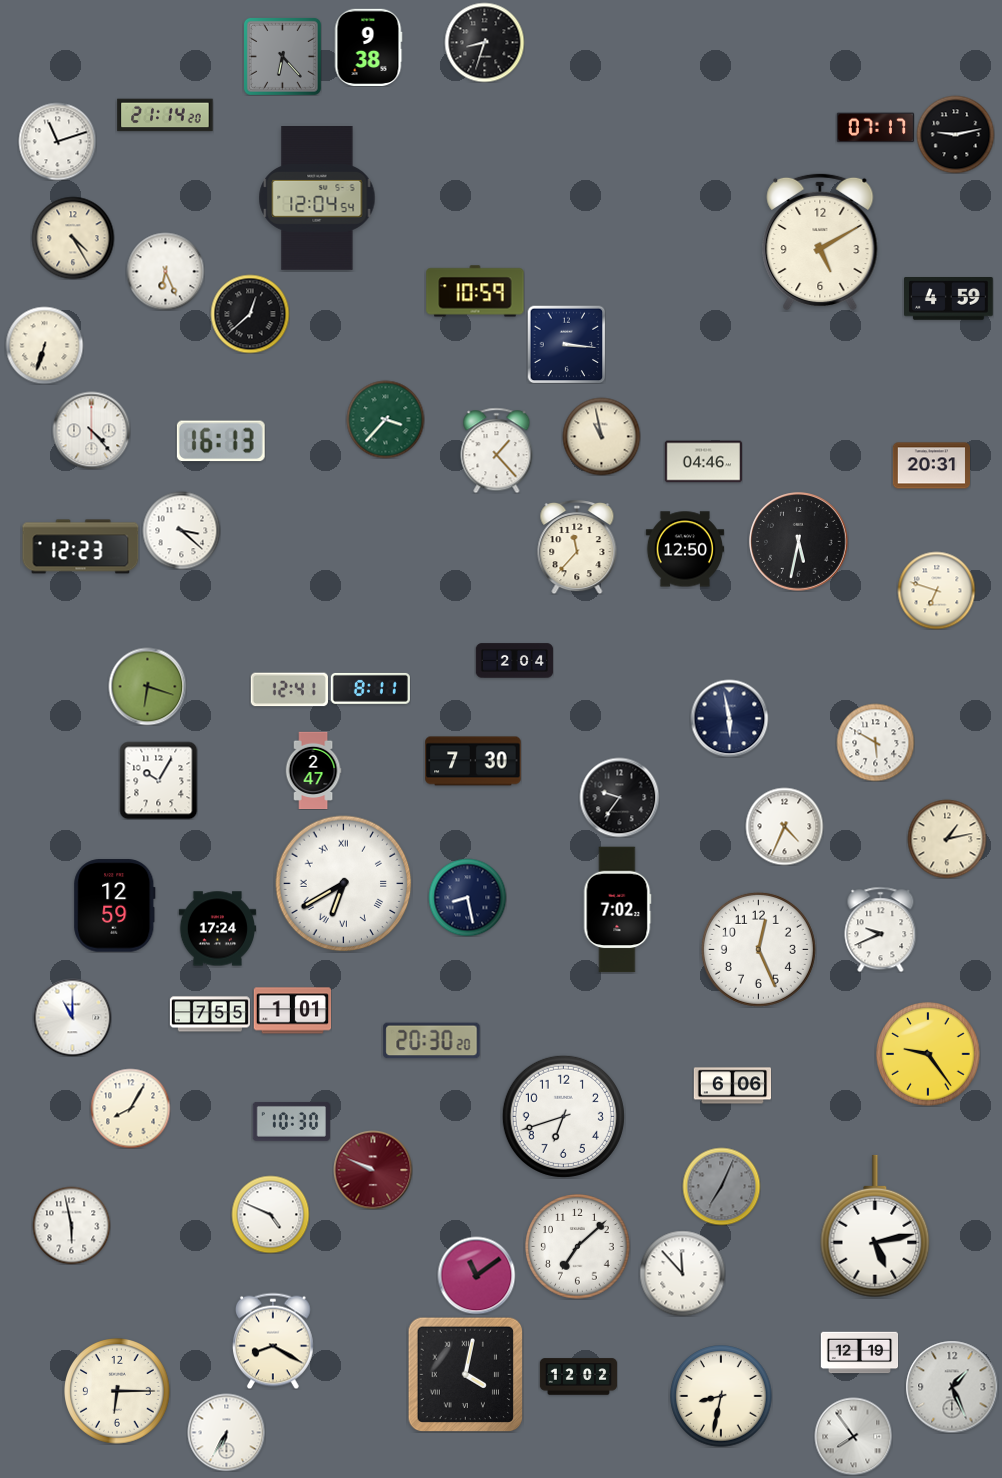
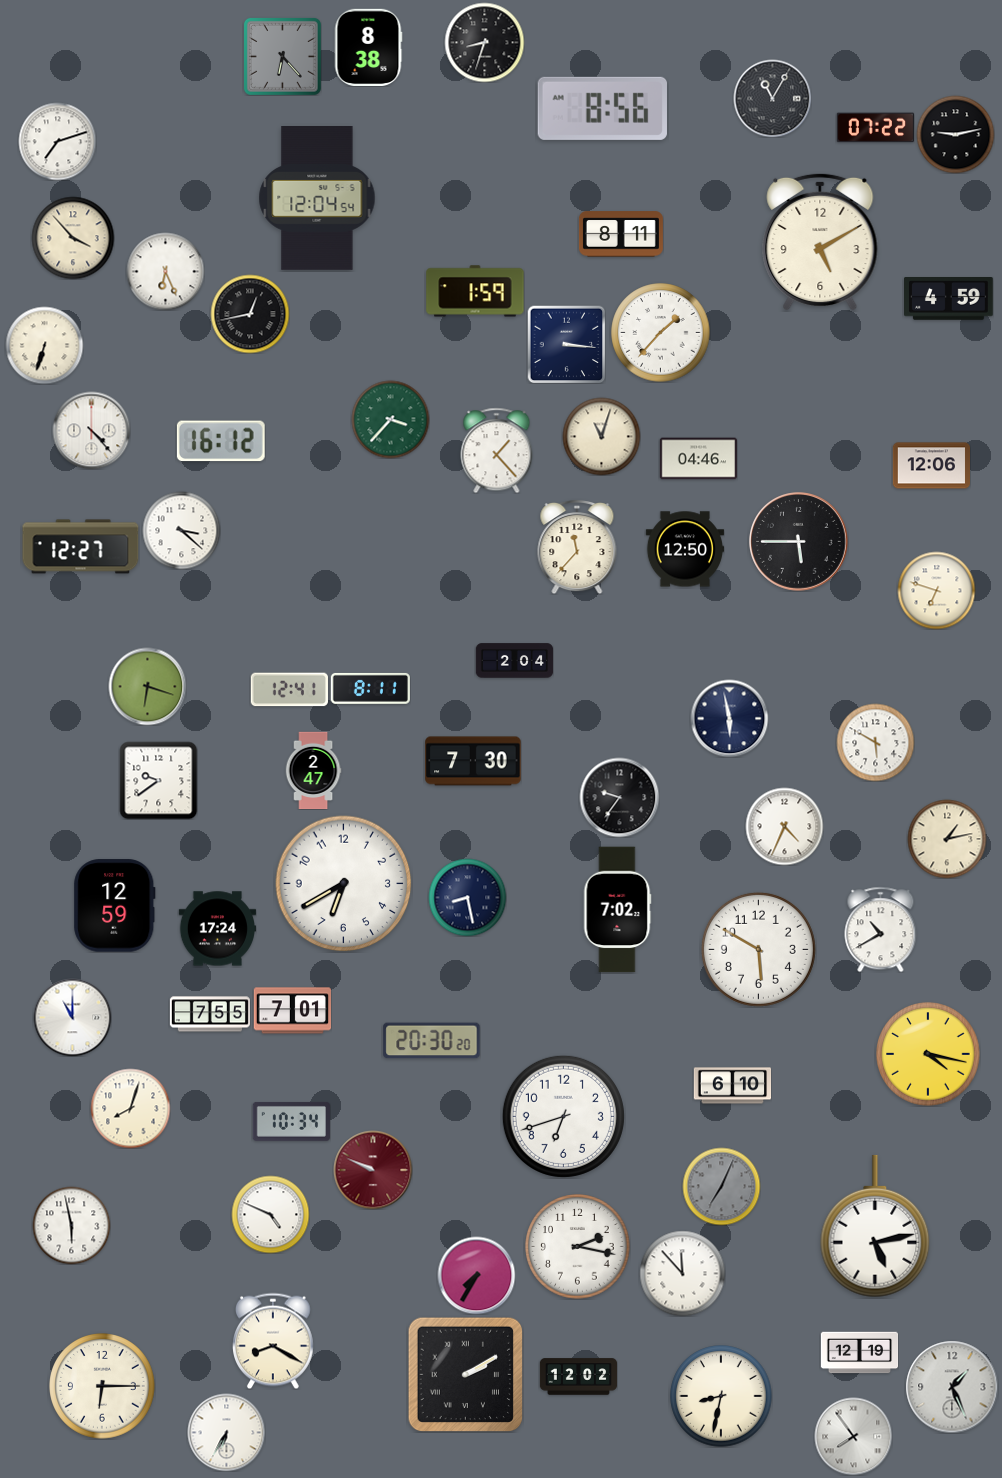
clock at (368, 47): 9:38 -> 8:38
clock at (772, 98): none -> 11:05
clock at (602, 108): none -> 8:56
clock at (165, 115): 21:14 -> none
clock at (875, 128): 07:17 -> 07:22
clock at (57, 141): 11:12 -> 7:12
clock at (621, 234): none -> 8:11
clock at (73, 238): 4:25 -> 3:53
clock at (475, 291): 10:59 -> 1:59
clock at (250, 314): 12:38 -> 12:43
clock at (661, 333): none -> 1:37
clock at (385, 419) position: (385, 419) -> (390, 419)
clock at (601, 436): 10:58 -> 11:03
clock at (221, 441): 16:13 -> 16:12
clock at (703, 462) position: (703, 462) -> (698, 459)
clock at (931, 466): 20:31 -> 12:06
clock at (799, 542): 5:32 -> 5:45
clock at (81, 547): 12:23 -> 12:27
clock at (158, 780): 10:05 -> 9:39
clock at (344, 884) numerals: Roman -> Arabic
clock at (881, 929): 9:41 -> 10:40
clock at (758, 949): 12:26 -> 5:50
clock at (292, 1011): 1:01 -> 7:01
clock at (928, 1054): 9:24 -> 4:17
clock at (732, 1086): 6:06 -> 6:10
clock at (130, 1108): 8:05 -> 8:03
clock at (291, 1122): 10:30 -> 10:34
clock at (578, 1247): 7:08 -> 2:17
clock at (476, 1275): 11:09 -> 7:35
clock at (465, 1374): 4:02 -> 2:10
clock at (117, 1391) position: (117, 1391) -> (102, 1386)
